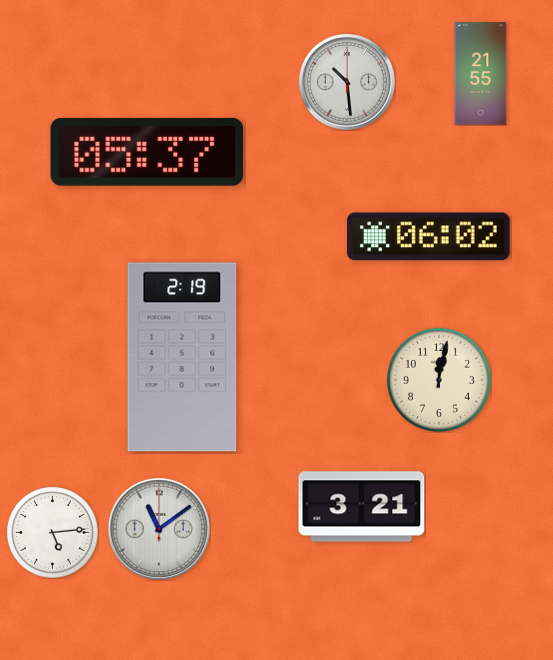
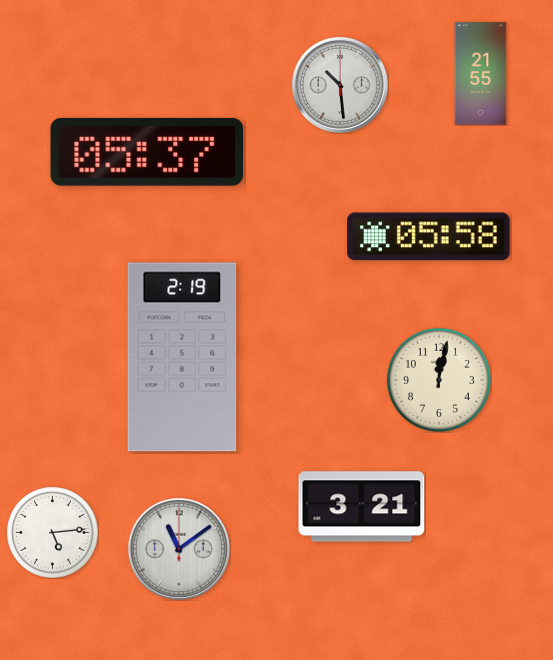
clock at (347, 82) position: (347, 82) -> (340, 85)
clock at (429, 237): 06:02 -> 05:58
clock at (158, 528) position: (158, 528) -> (178, 548)
